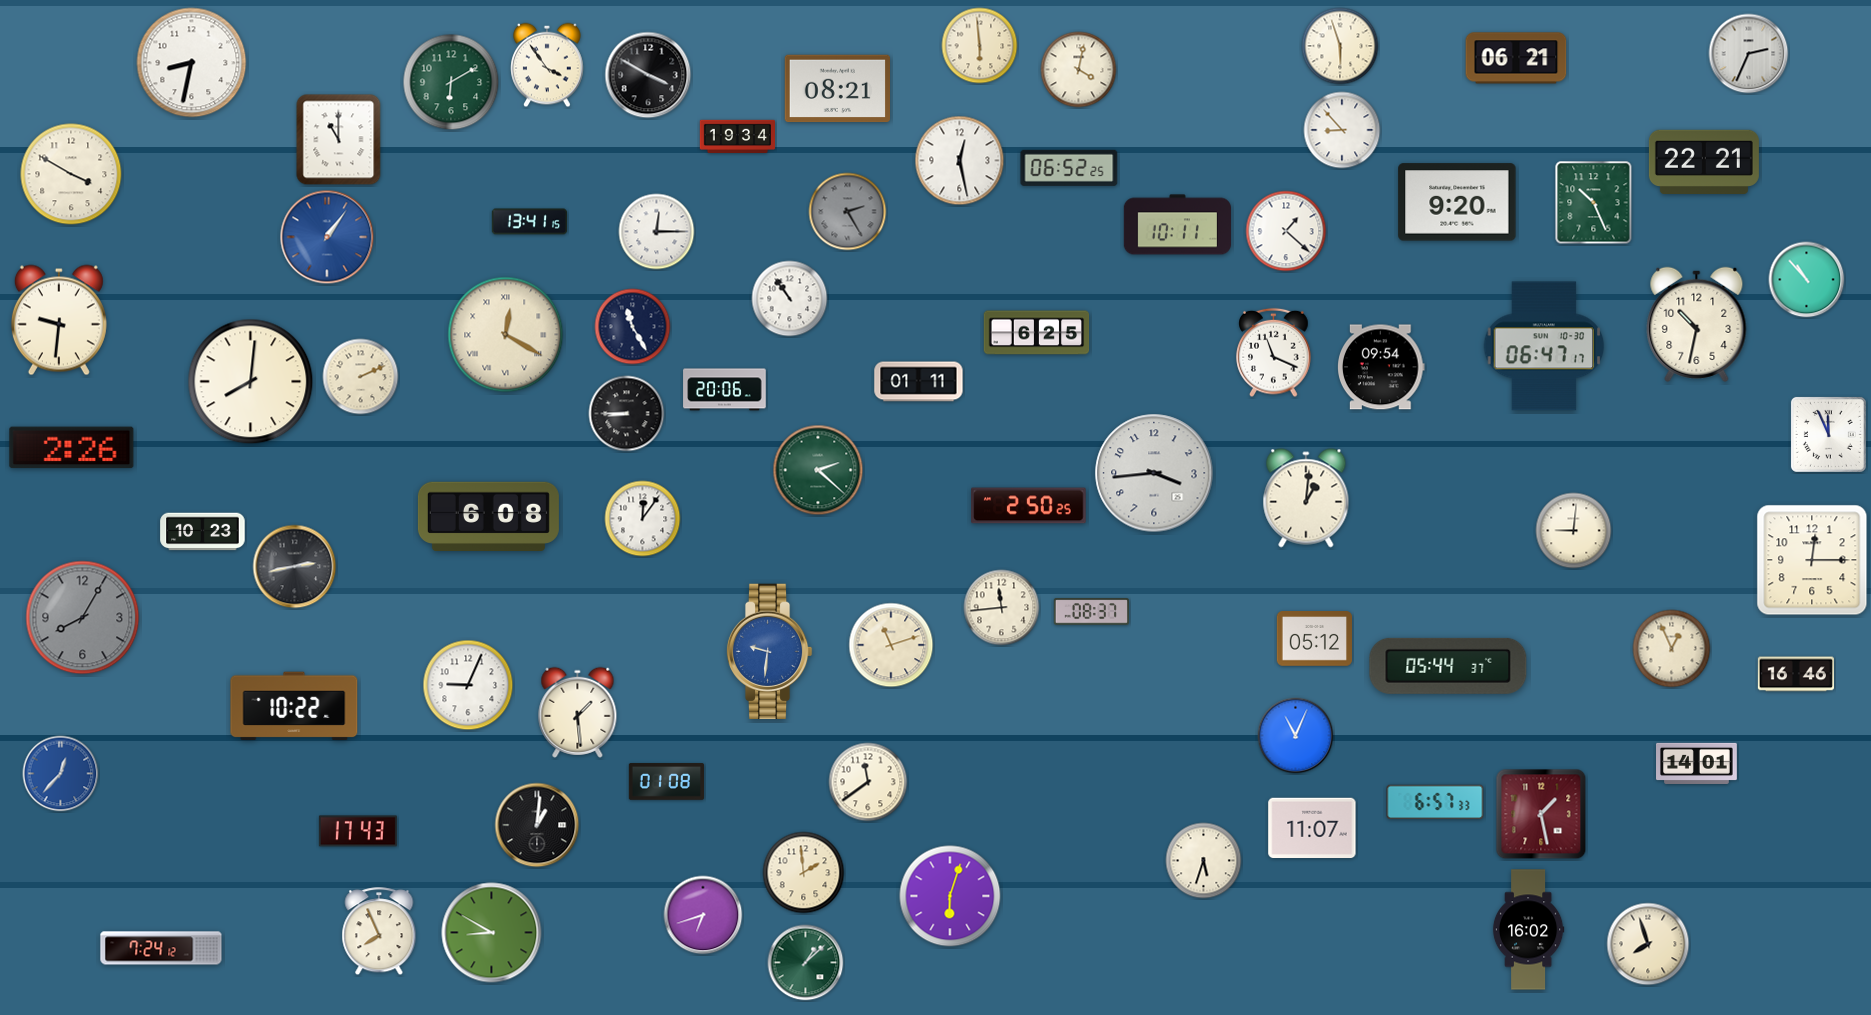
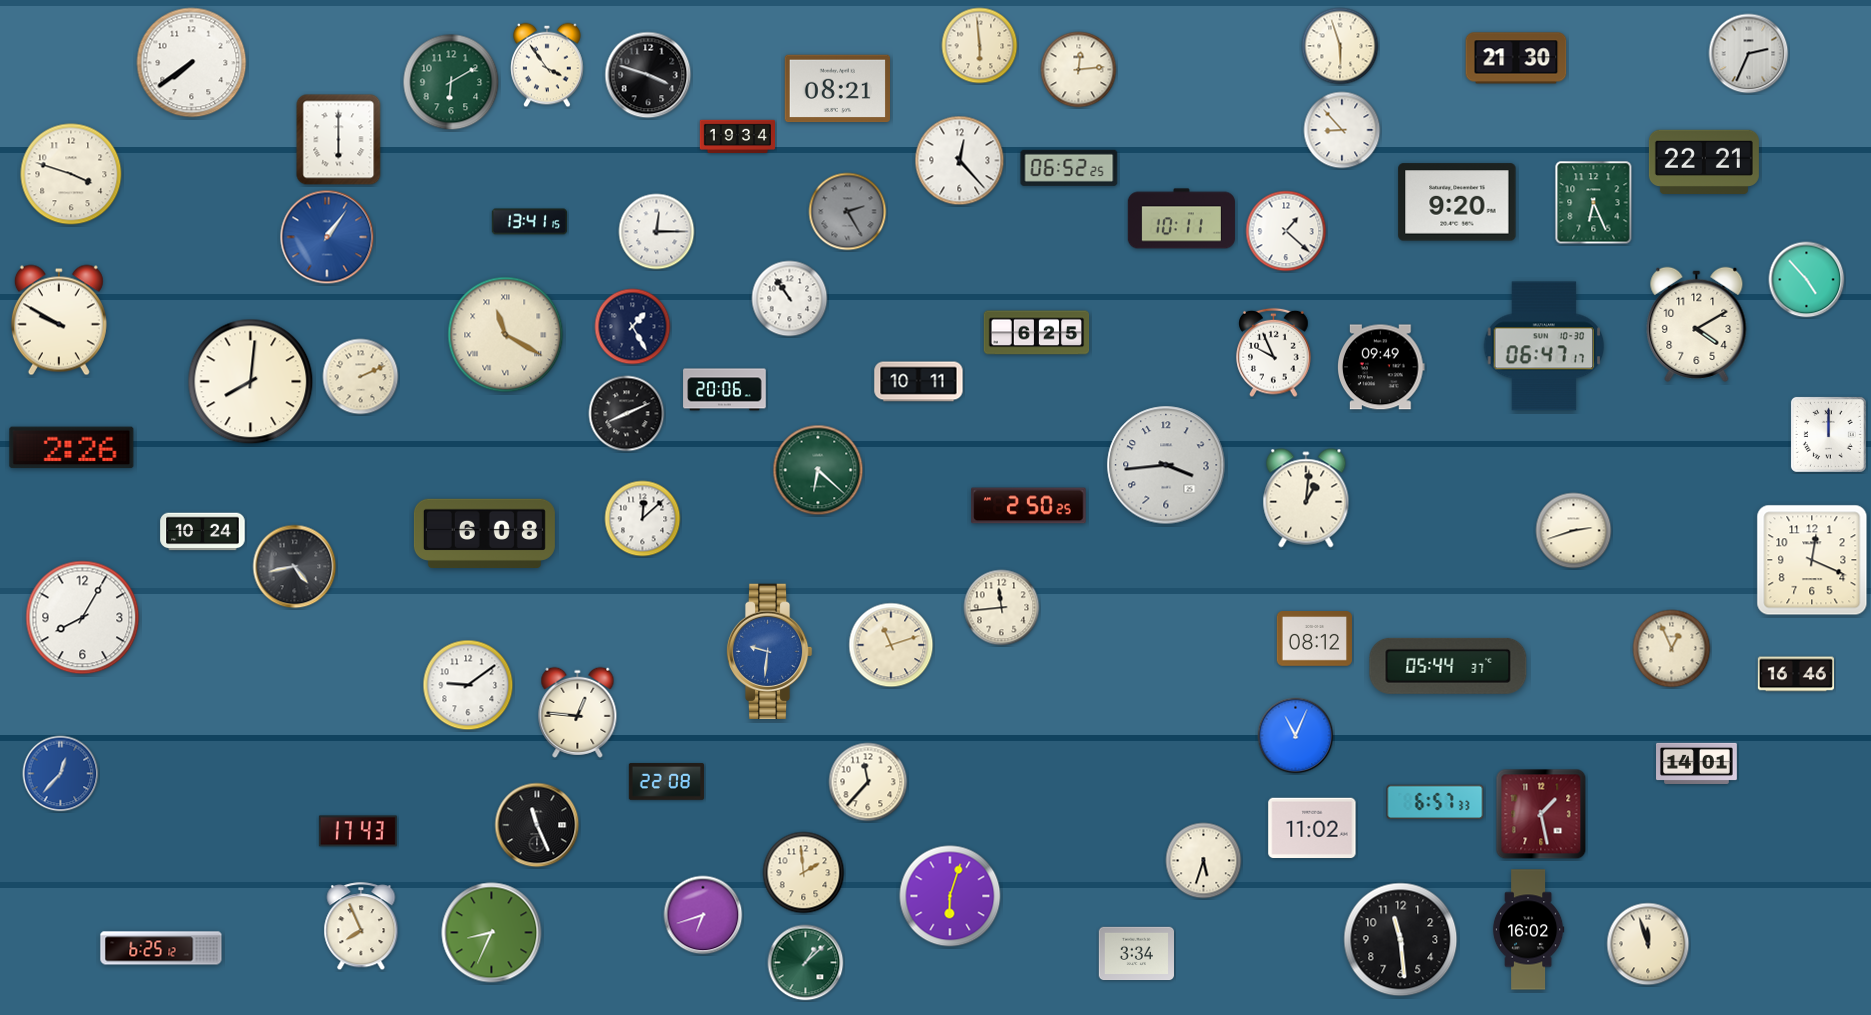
clock at (1516, 58): 06:21 -> 21:30
clock at (192, 63): 8:32 -> 7:39
clock at (1079, 70): 4:02 -> 12:14
clock at (648, 75): 3:50 -> 3:48
clock at (339, 140): 11:00 -> 6:00
clock at (960, 161): 12:28 -> 12:23
clock at (71, 174): 3:50 -> 3:48
clock at (1594, 203): 10:26 -> 6:26
clock at (1177, 225) position: (1177, 225) -> (1181, 219)
clock at (1807, 280): 10:53 -> 4:53
clock at (59, 320): 9:31 -> 9:50
clock at (1697, 324): 10:32 -> 4:10
clock at (633, 327): 11:25 -> 1:25
clock at (506, 335): 12:20 -> 11:20
clock at (1274, 353): 11:19 -> 9:56
clock at (1382, 367): 09:54 -> 09:49
clock at (919, 382): 01:11 -> 10:11
clock at (627, 414): 8:45 -> 8:11
clock at (1828, 434): 11:56 -> 12:00
clock at (818, 470): 2:22 -> 6:22
clock at (1154, 473) position: (1154, 473) -> (1166, 465)
clock at (488, 516) position: (488, 516) -> (484, 533)
clock at (643, 519): 12:06 -> 12:08
clock at (1574, 531): 9:01 -> 2:42
clock at (203, 532): 10:23 -> 10:24
clock at (1812, 560): 12:15 -> 12:19
clock at (295, 567): 2:43 -> 4:43
clock at (1091, 612): 08:37 -> none
clock at (83, 618) dial: grey -> white
clock at (1314, 639): 05:12 -> 08:12
clock at (468, 685): 9:04 -> 9:09
clock at (294, 706): 10:22 -> none
clock at (578, 712): 1:29 -> 12:46
clock at (667, 782): 01:08 -> 22:08
clock at (868, 782): 11:39 -> 11:37
clock at (537, 825): 1:01 -> 11:26
clock at (1312, 828): 11:07 -> 11:02
clock at (379, 932) position: (379, 932) -> (361, 927)
clock at (492, 933): 8:50 -> 8:34
clock at (1401, 940): none -> 11:29
clock at (1648, 944): 7:57 -> 11:57
clock at (161, 948): 7:24 -> 6:25
clock at (1136, 954): none -> 3:34
